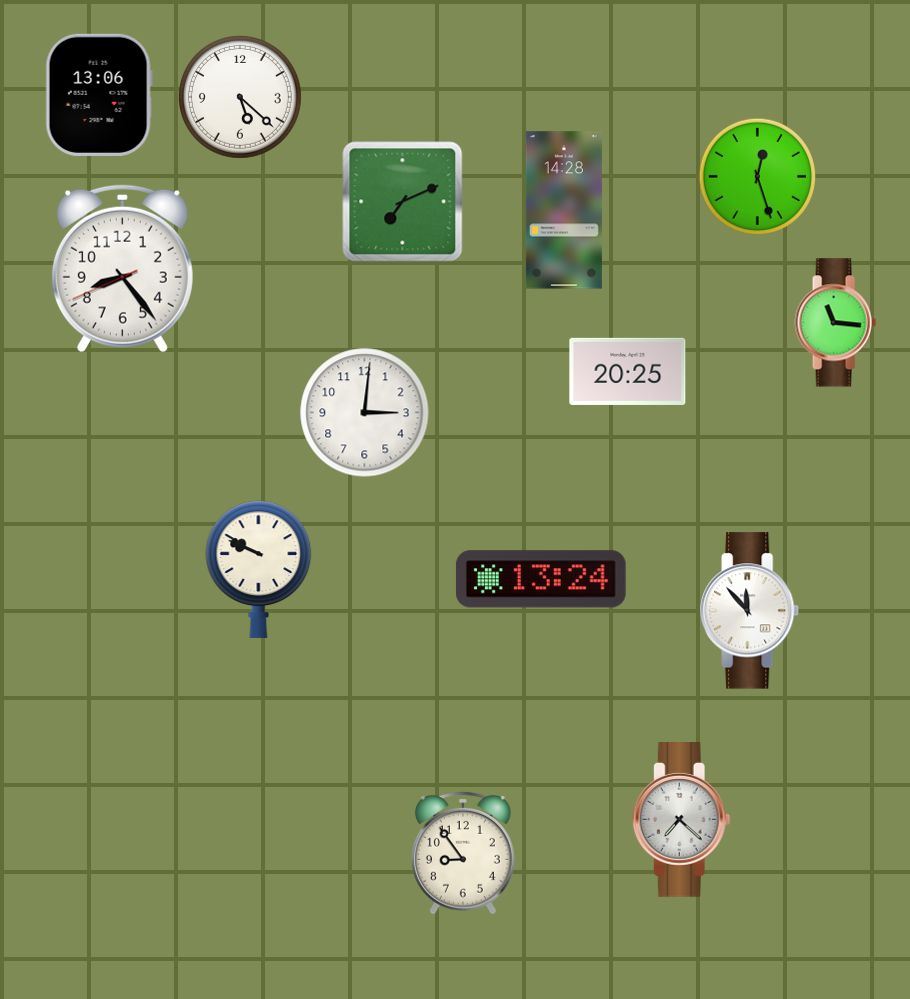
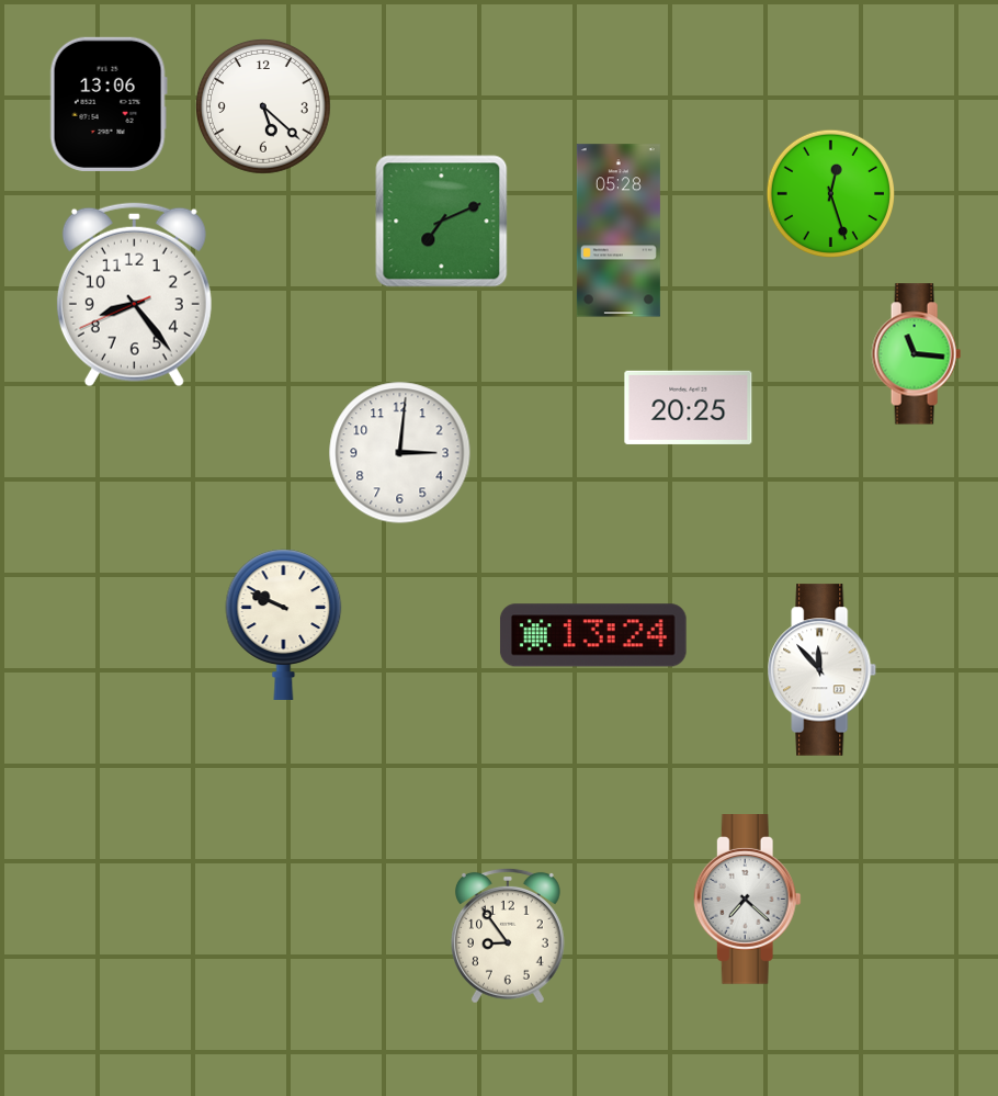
clock at (564, 210): 14:28 -> 05:28
